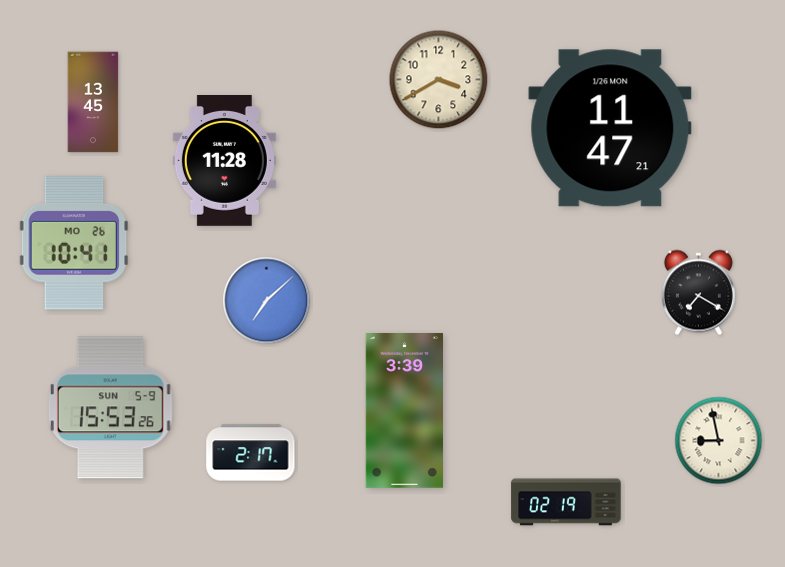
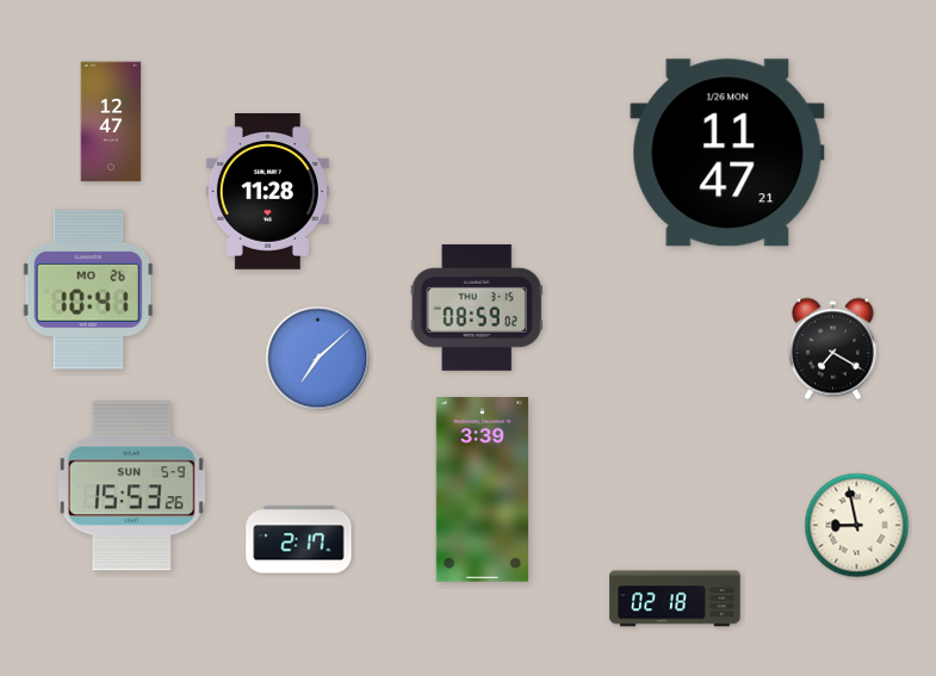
clock at (439, 80): 3:40 -> none
clock at (93, 102): 13:45 -> 12:47
clock at (477, 308): none -> 08:59
clock at (566, 502): 02:19 -> 02:18
